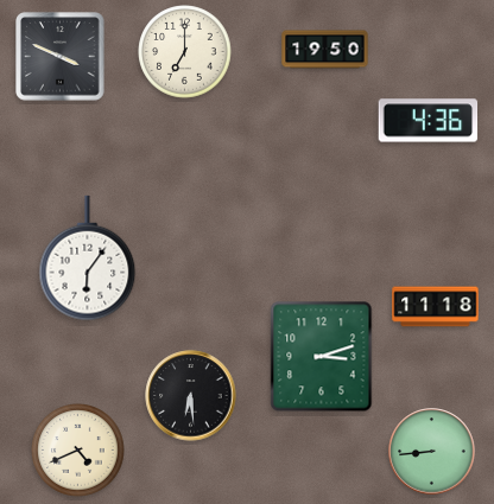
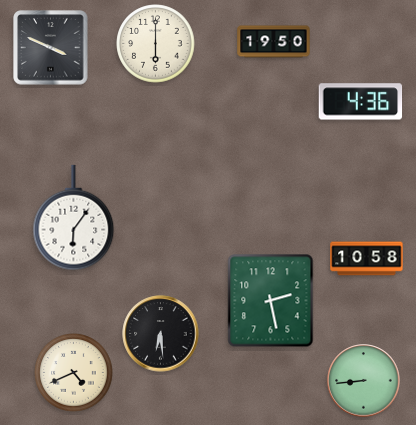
clock at (185, 52): 7:00 -> 6:00
clock at (436, 307): 11:18 -> 10:58
clock at (322, 357): 3:12 -> 2:28
clock at (78, 451) position: (78, 451) -> (74, 373)
